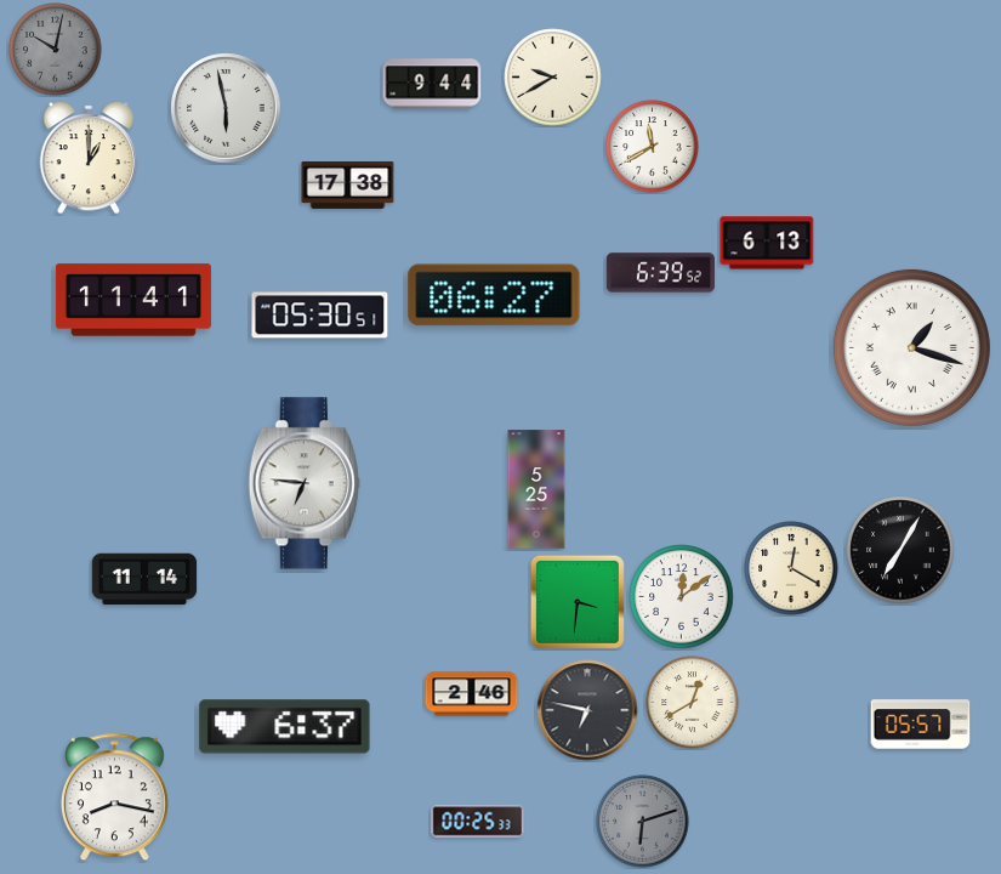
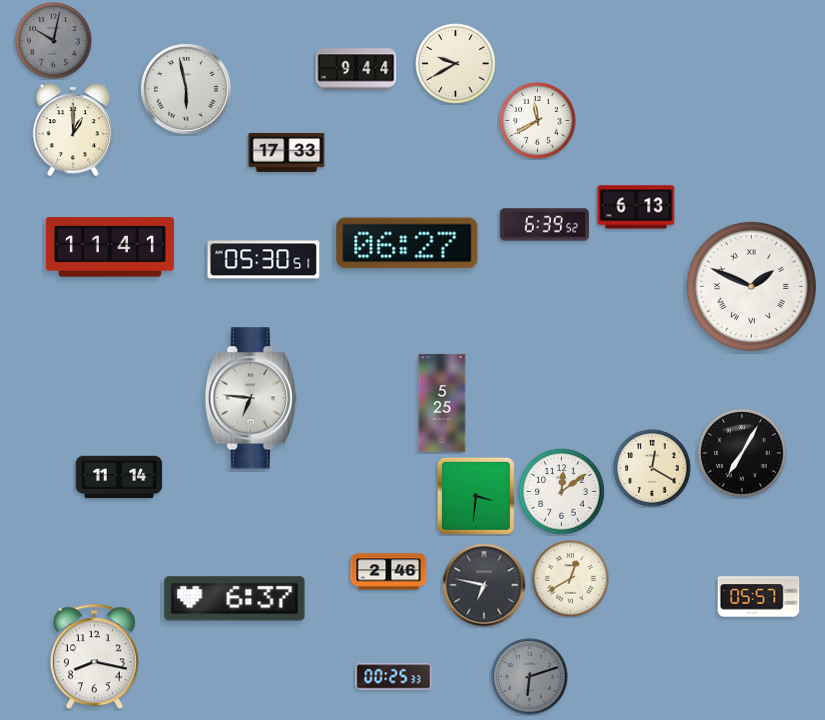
clock at (56, 50) position: (56, 50) -> (54, 41)
clock at (348, 185): 17:38 -> 17:33
clock at (767, 243) position: (767, 243) -> (636, 207)
clock at (911, 347): 1:18 -> 1:49
